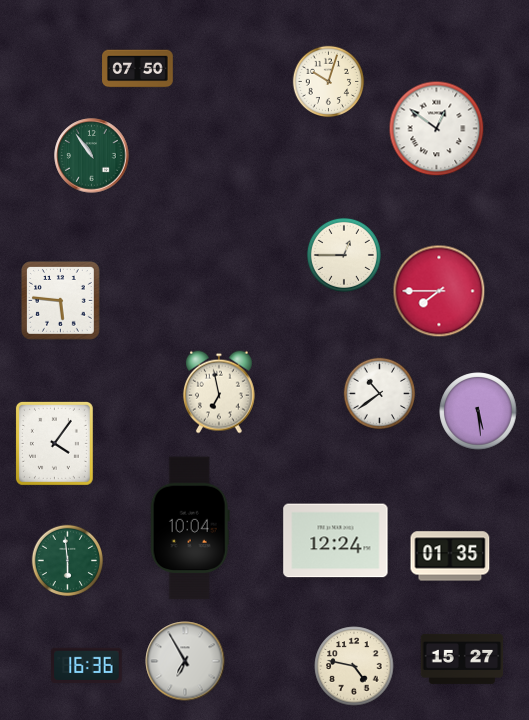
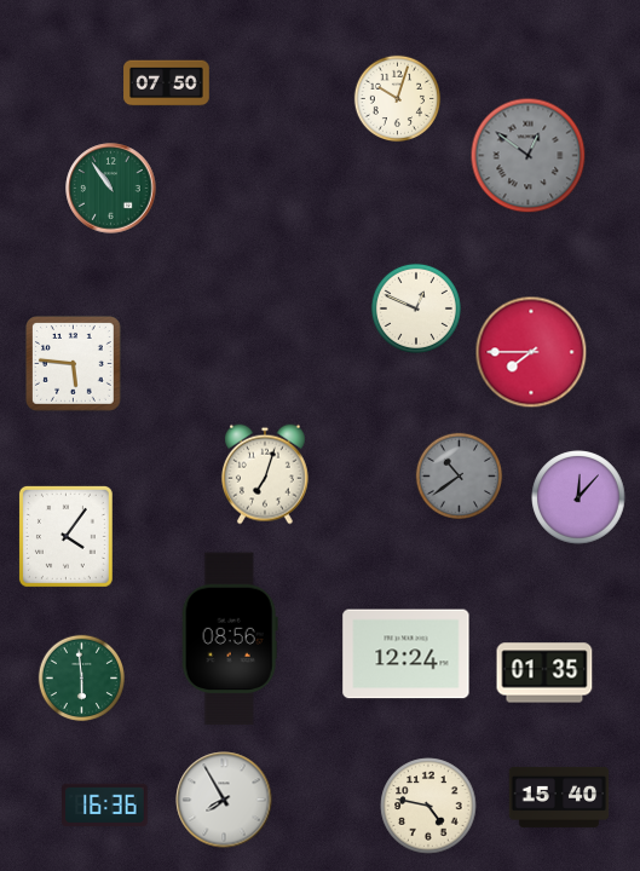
clock at (437, 129) dial: white -> grey
clock at (344, 255): 12:45 -> 12:49
clock at (219, 392): 6:58 -> 7:03
clock at (380, 394) dial: white -> grey
clock at (478, 411): 5:29 -> 12:07
clock at (190, 528): 10:04 -> 08:56
clock at (462, 659): 15:27 -> 15:40
clock at (185, 661): 6:55 -> 7:55
